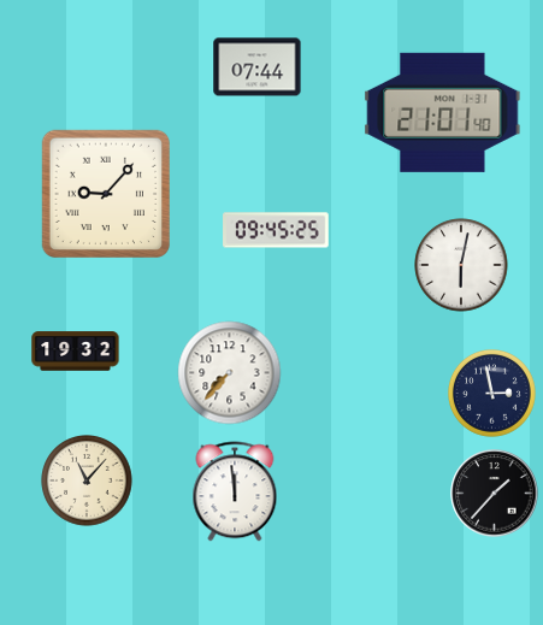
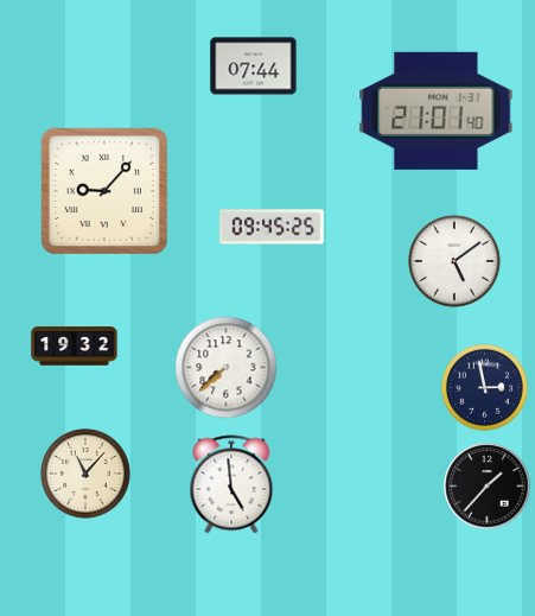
clock at (461, 265): 6:02 -> 5:09
clock at (230, 373): 7:37 -> 7:38
clock at (235, 491): 11:59 -> 4:59
